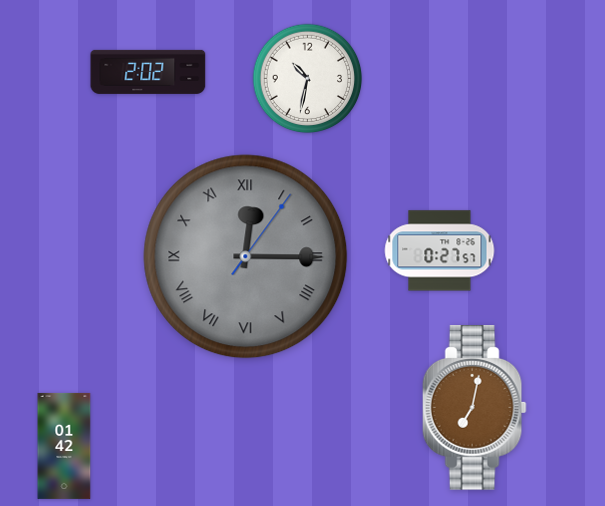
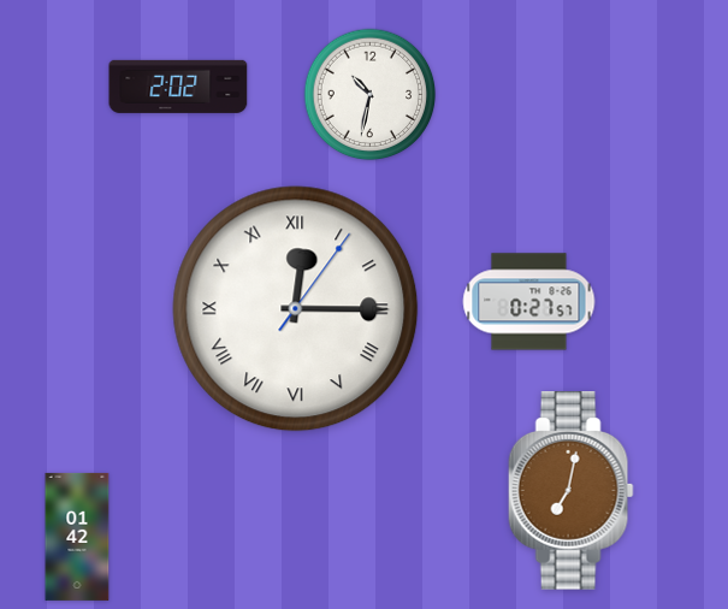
clock at (246, 257) dial: grey -> white
